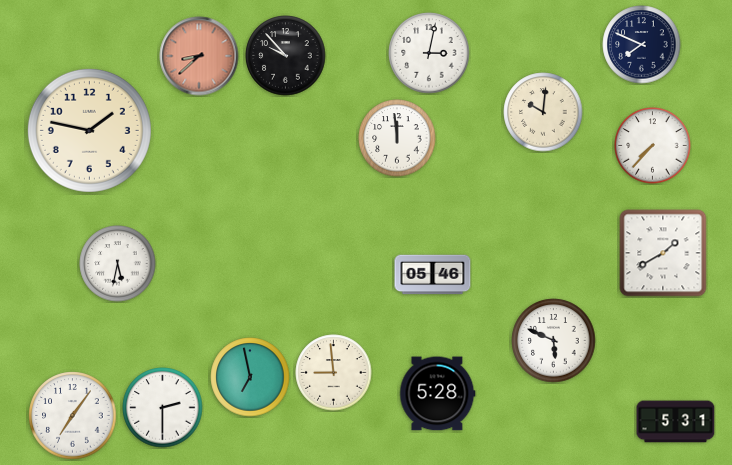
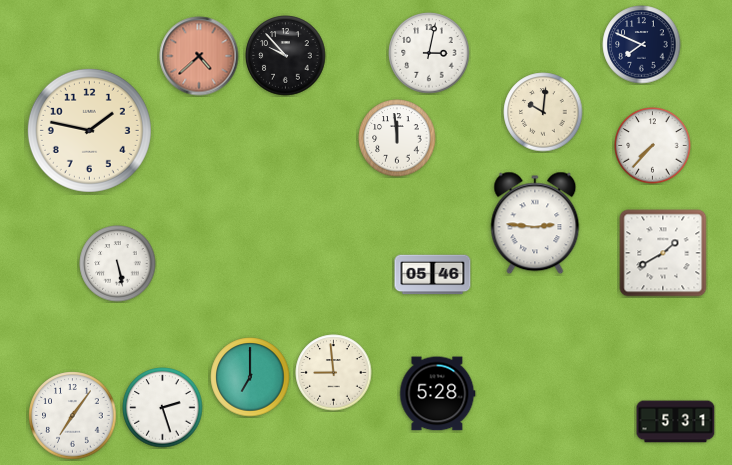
clock at (199, 56): 8:38 -> 4:38
clock at (535, 223): none -> 2:46
clock at (118, 264): 5:32 -> 5:28
clock at (554, 341): 5:49 -> none
clock at (250, 377): 6:58 -> 7:00
clock at (163, 408): 2:30 -> 2:27
